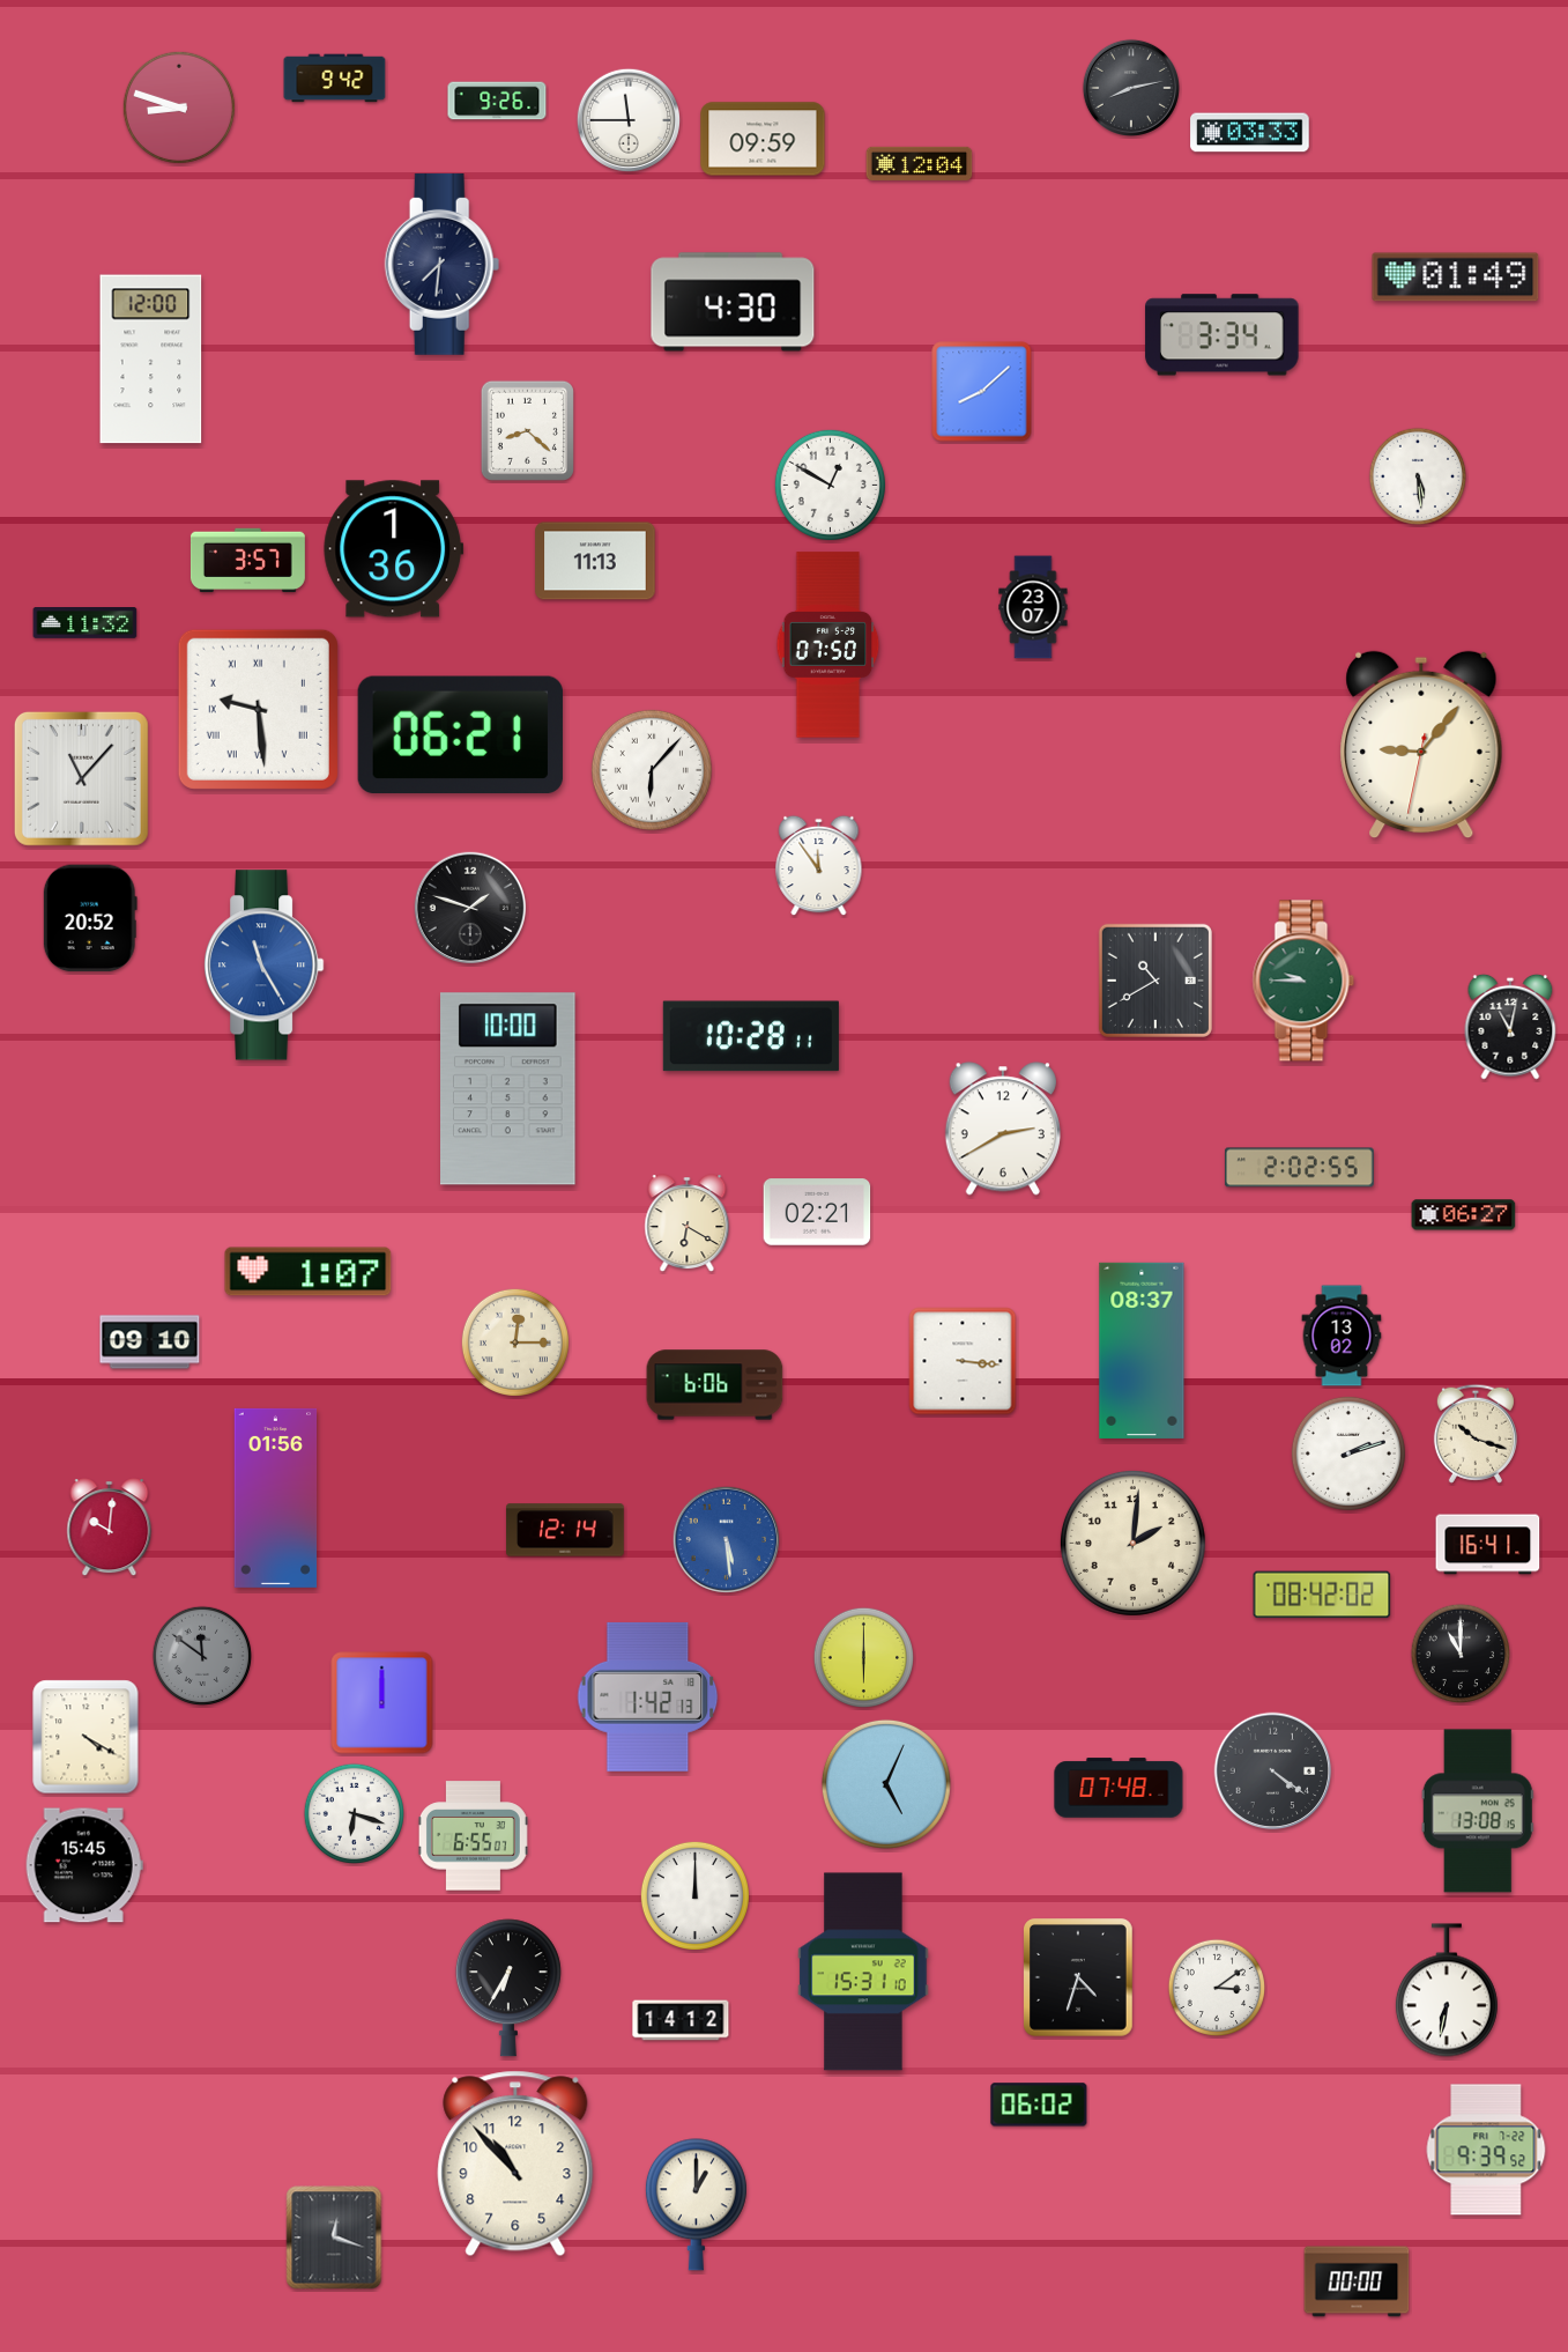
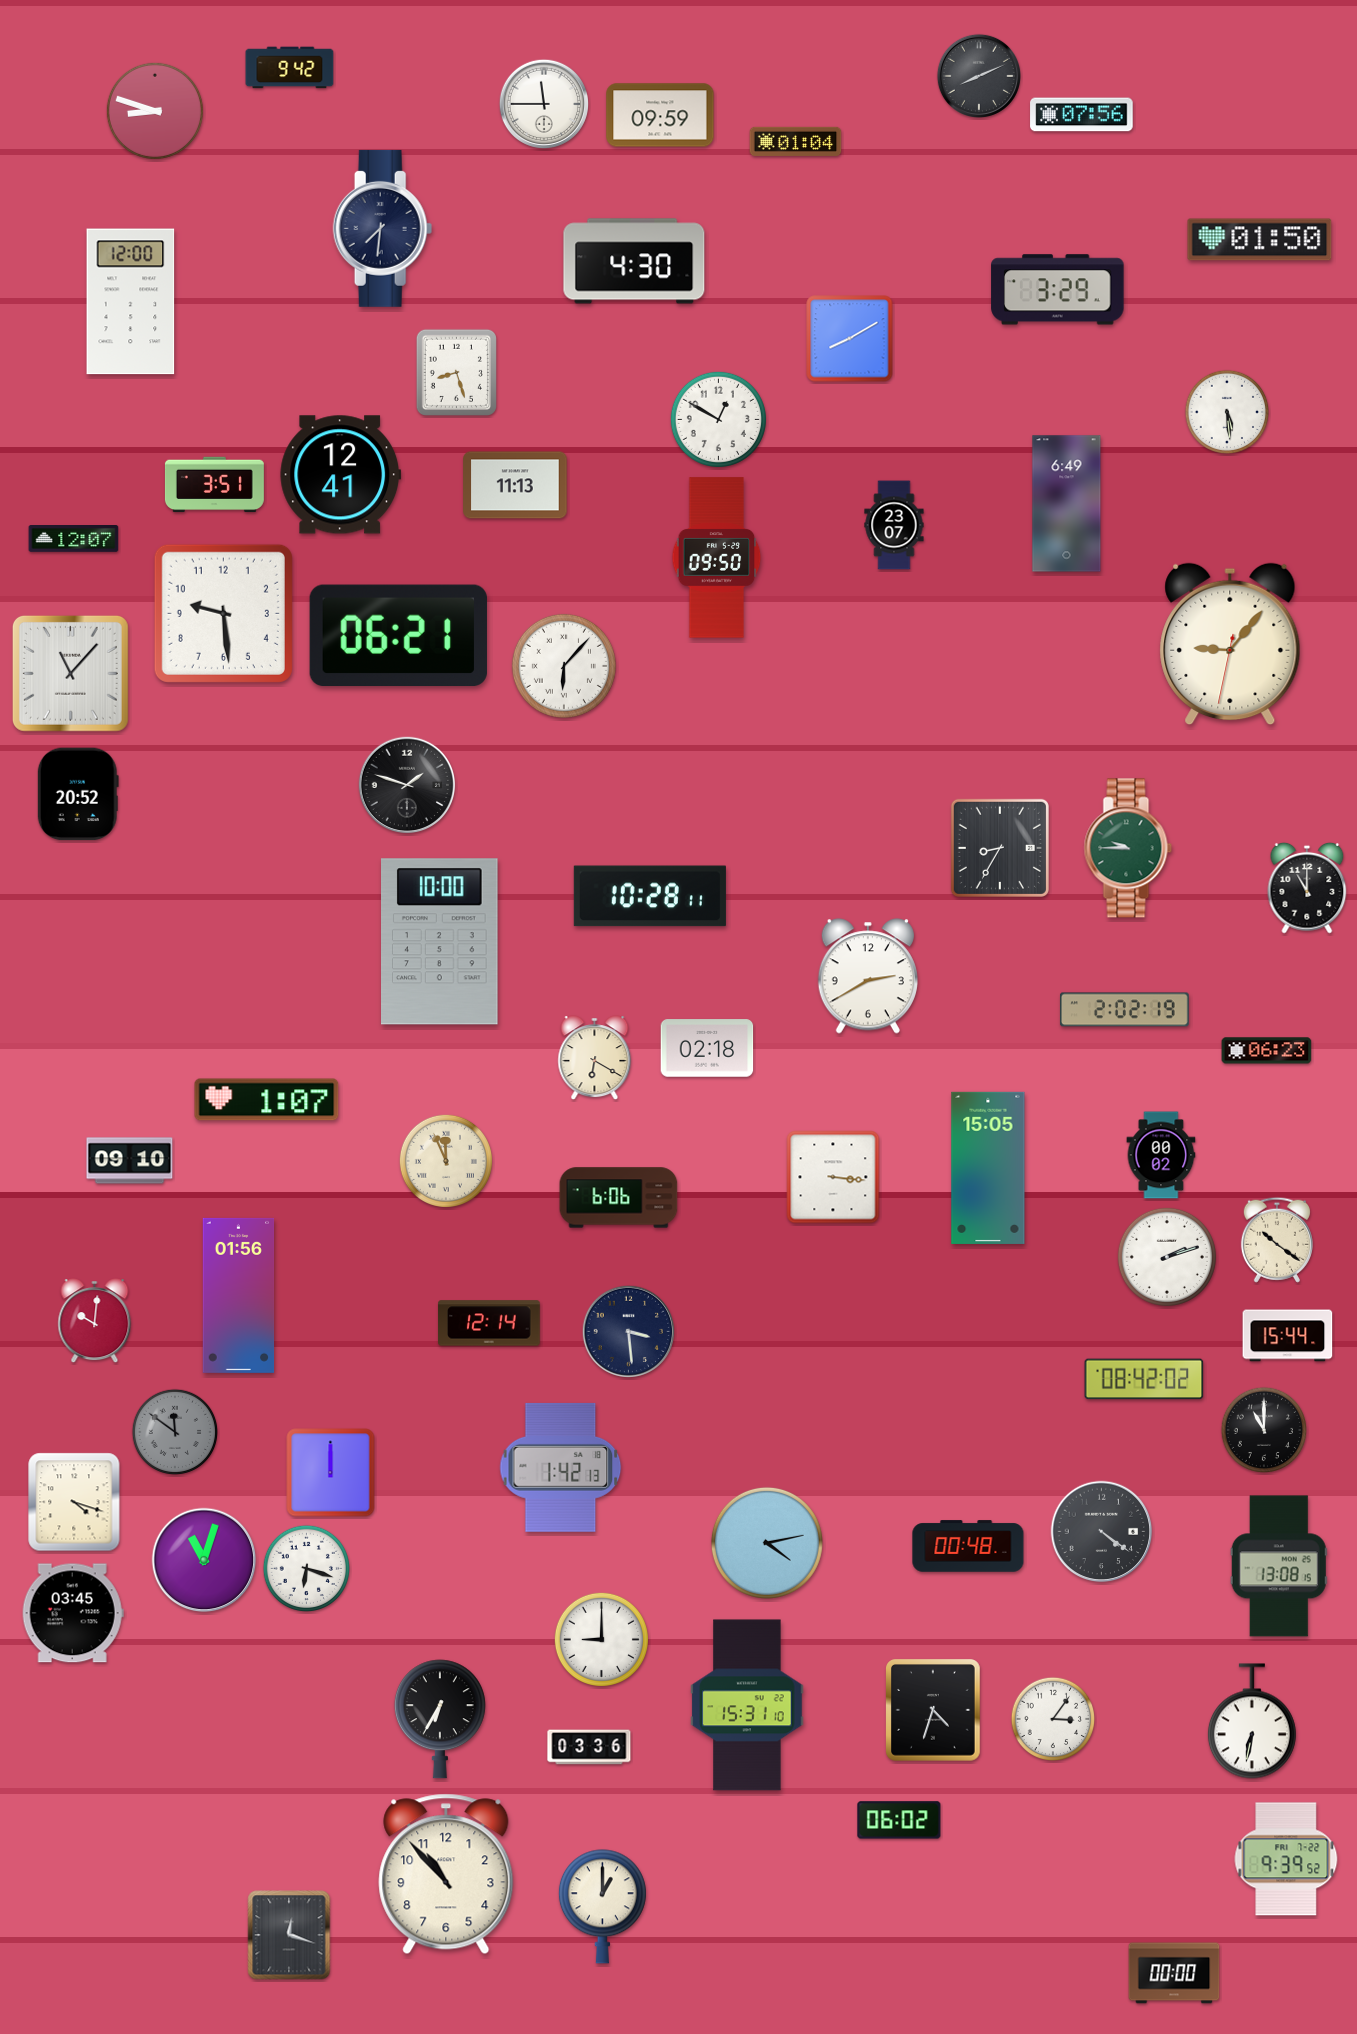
clock at (1131, 88): 8:13 -> 8:11
clock at (497, 101): 9:26 -> none
clock at (179, 108) position: (179, 108) -> (155, 111)
clock at (1250, 133): 03:33 -> 07:56
clock at (763, 139) position: (763, 139) -> (660, 115)
clock at (920, 163): 12:04 -> 01:04
clock at (1456, 278): 01:49 -> 01:50
clock at (1223, 335): 3:34 -> 3:29
clock at (151, 360) position: (151, 360) -> (131, 302)
clock at (982, 392): 8:08 -> 8:10
clock at (527, 430): 8:22 -> 8:27
clock at (394, 549): 1:36 -> 12:41
clock at (247, 561): 3:57 -> 3:51
clock at (1067, 504): none -> 6:49
clock at (86, 623): 11:32 -> 12:07
clock at (828, 645): 07:50 -> 09:50
clock at (258, 709) numerals: Roman -> Arabic
clock at (819, 866): 11:54 -> none
clock at (265, 966): 11:25 -> none
clock at (1155, 981): 10:40 -> 8:35
clock at (1510, 1027): 11:02 -> 11:00
clock at (1299, 1168): 2:02:55 -> 2:02:19
clock at (817, 1212): 02:21 -> 02:18
clock at (1464, 1215): 06:27 -> 06:23
clock at (1342, 1336): 13:02 -> 00:02
clock at (515, 1343): 12:15 -> 11:56
clock at (1142, 1351): 08:37 -> 15:05
clock at (1476, 1434): 10:18 -> 10:21
clock at (726, 1539): 5:29 -> 3:29
clock at (726, 1539) dial: blue -> navy
clock at (1132, 1543): 2:01 -> none
clock at (1488, 1545): 16:41 -> 15:44
clock at (863, 1657): 6:00 -> none
clock at (86, 1737): 4:20 -> 4:18
clock at (886, 1784): 5:04 -> 4:13
clock at (1119, 1788): 07:48 -> 00:48
clock at (204, 1560): none -> 11:03
clock at (473, 1836): 6:55 -> none
clock at (84, 1865): 15:45 -> 03:45
clock at (694, 1895): 12:00 -> 9:00
clock at (1217, 1988): 3:09 -> 3:06
clock at (681, 2020): 14:12 -> 03:36
clock at (515, 2164) position: (515, 2164) -> (446, 1874)
